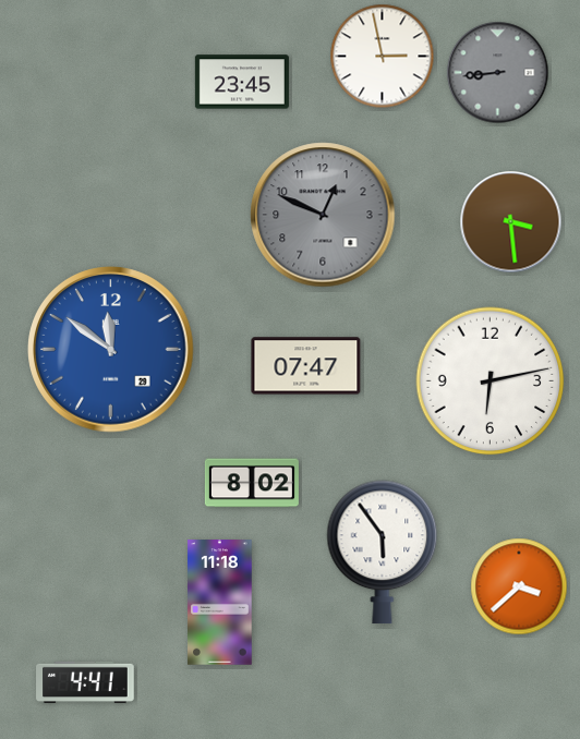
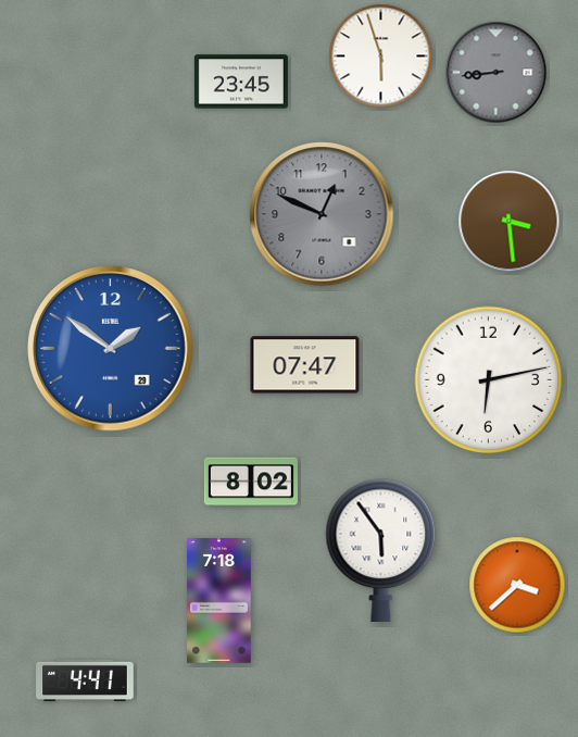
clock at (383, 57): 2:58 -> 5:57
clock at (111, 350): 11:51 -> 1:51
clock at (220, 603): 11:18 -> 7:18
